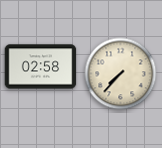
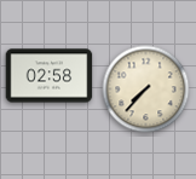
clock at (41, 67) position: (41, 67) -> (50, 76)
